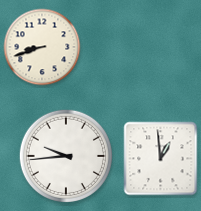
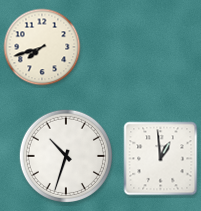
clock at (42, 47): 8:42 -> 7:42
clock at (65, 155): 9:44 -> 10:33
